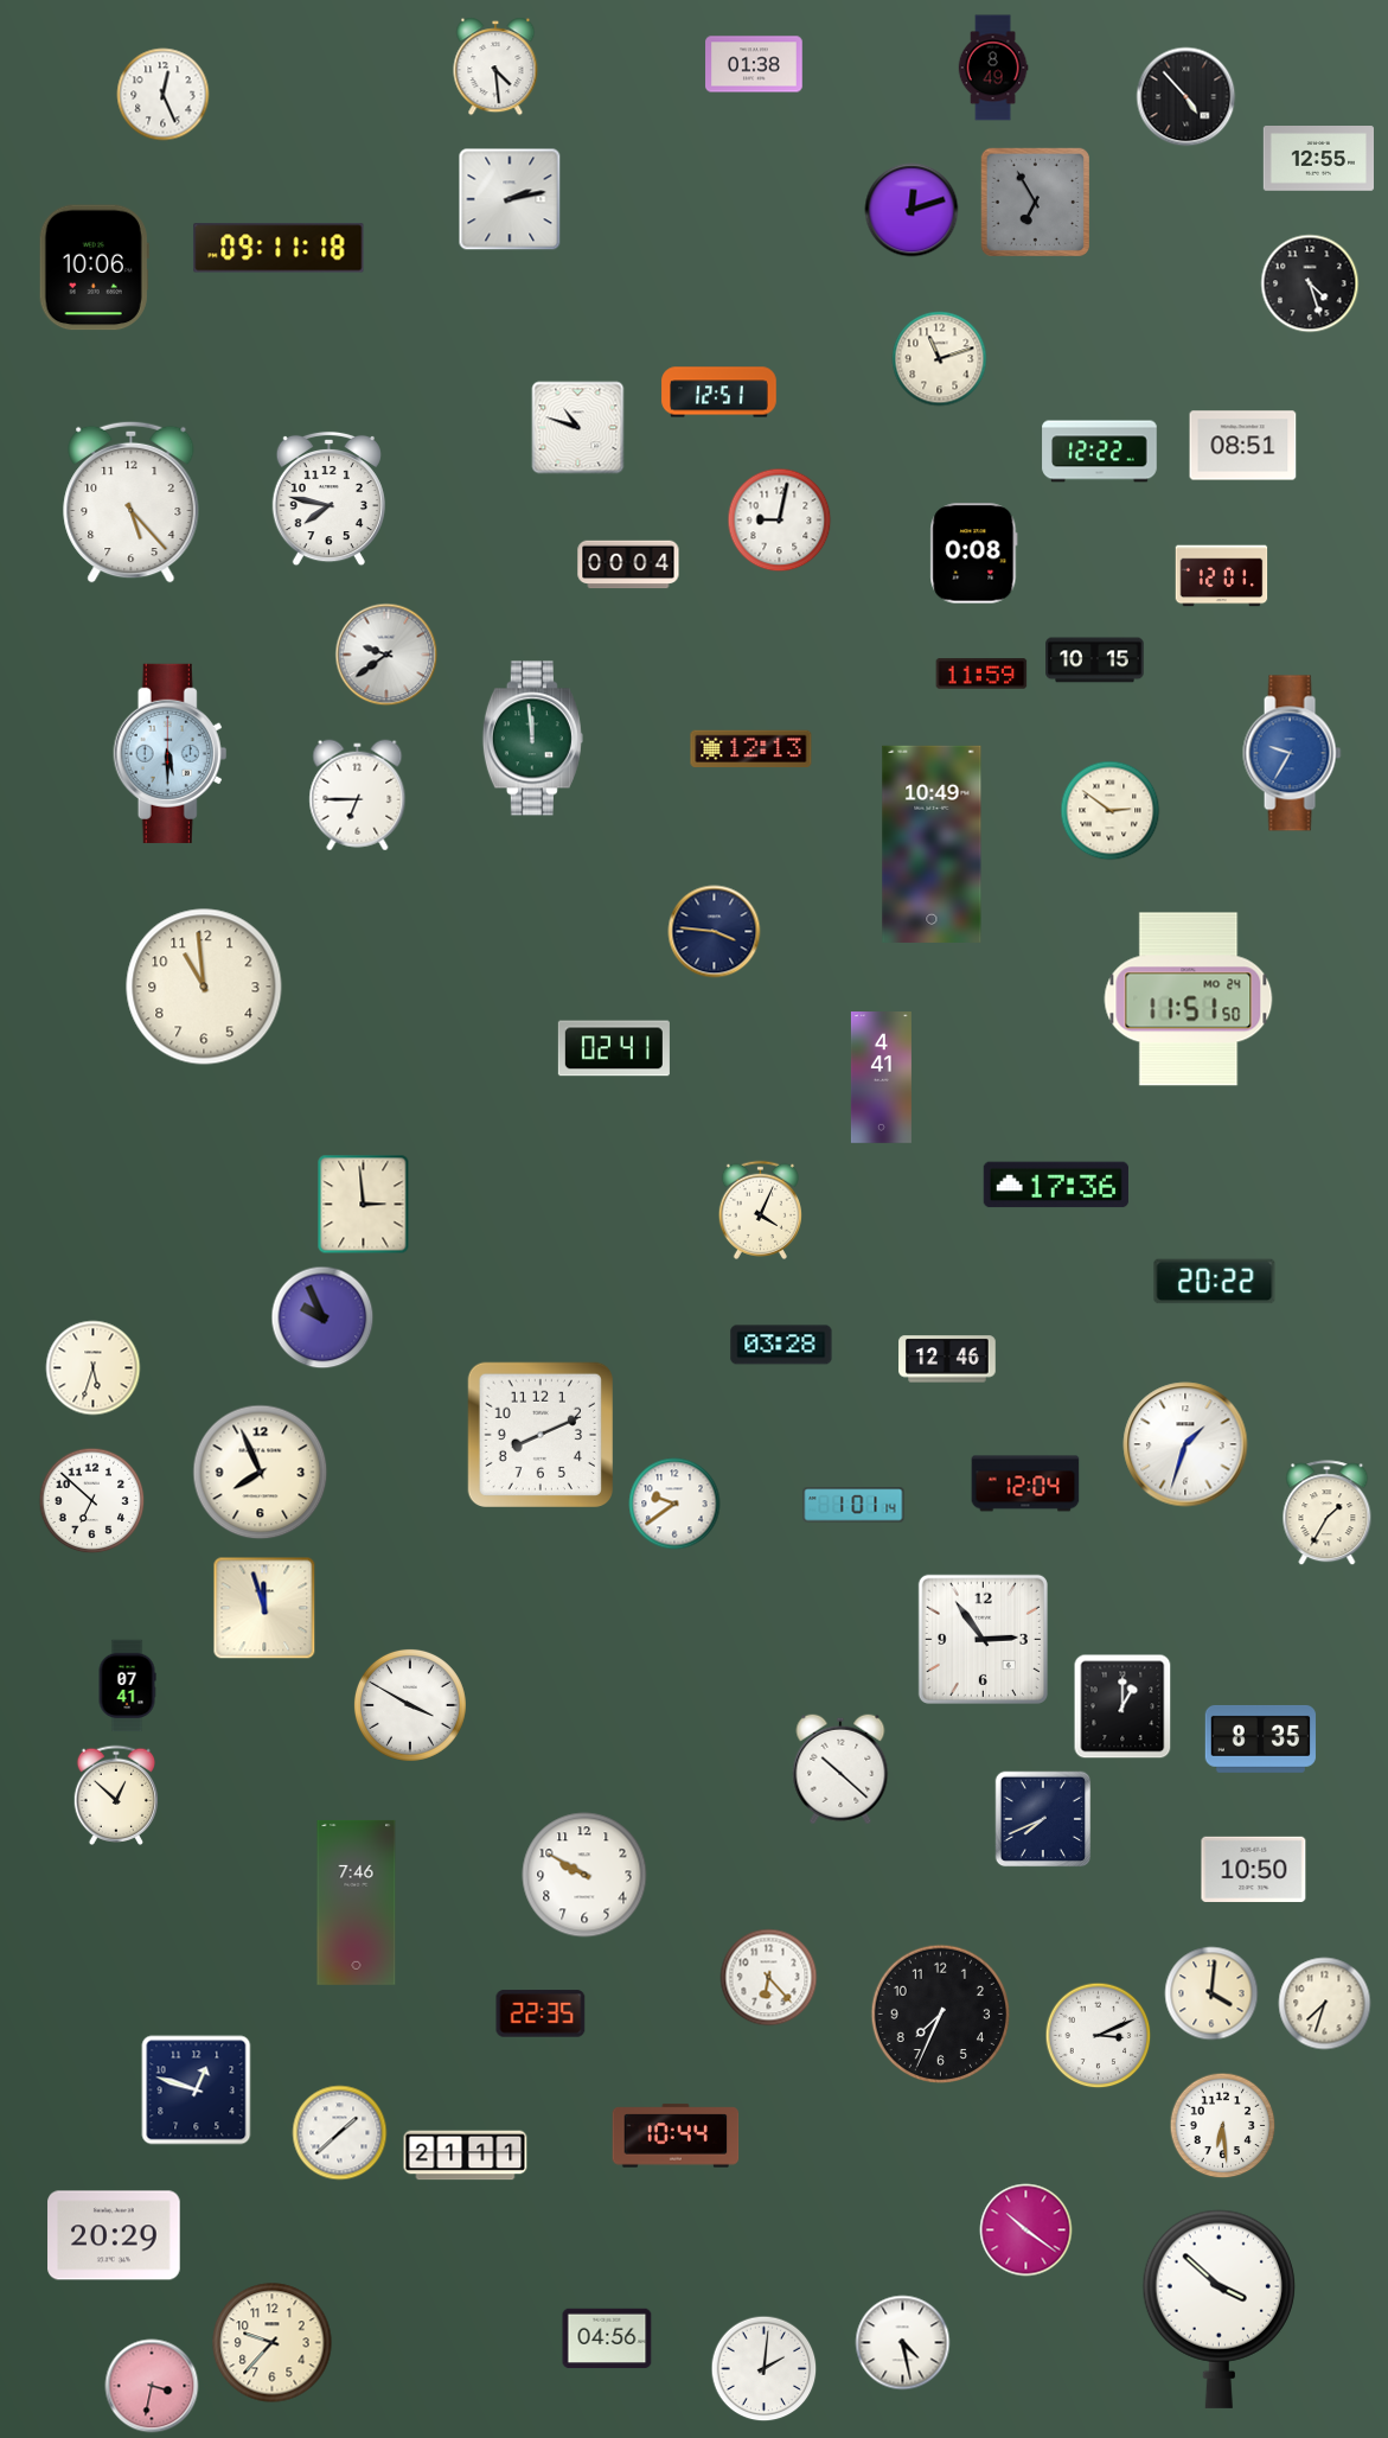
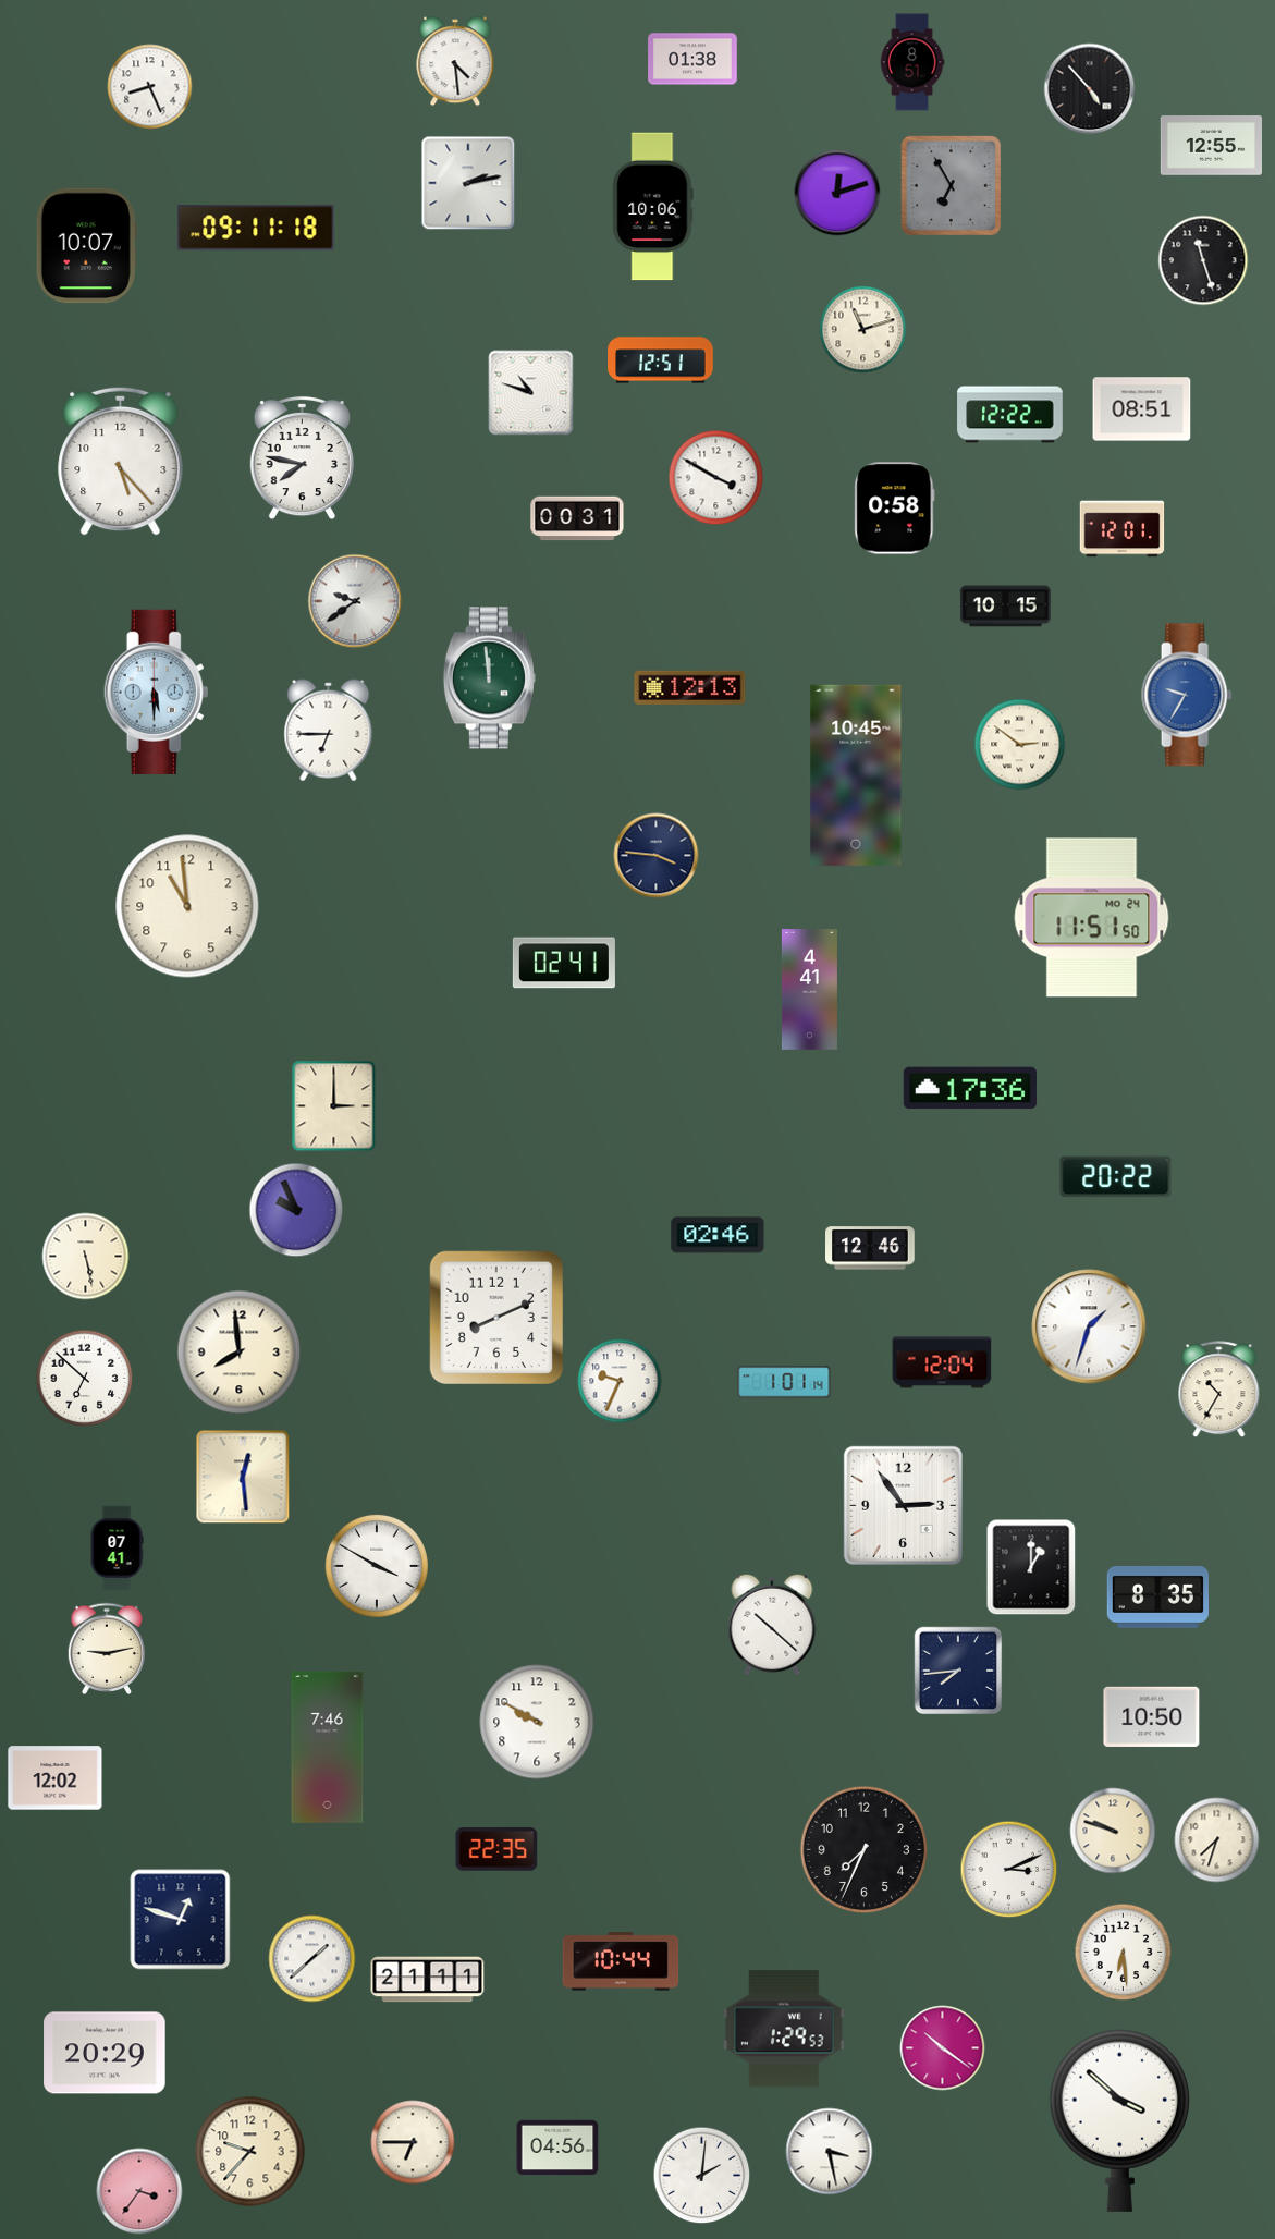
clock at (993, 68): 8:49 -> 8:51
clock at (164, 95): 12:26 -> 8:26
clock at (653, 207): none -> 10:06
clock at (94, 268): 10:06 -> 10:07
clock at (1310, 283): 4:27 -> 11:27
clock at (780, 521): 9:02 -> 3:50
clock at (974, 554): 0:08 -> 0:58
clock at (628, 564): 00:04 -> 00:31
clock at (981, 674): 11:59 -> none
clock at (1292, 753) position: (1292, 753) -> (1187, 695)
clock at (932, 844): 10:49 -> 10:45
clock at (364, 1205): 2:59 -> 3:00
clock at (760, 1210): 4:04 -> none
clock at (781, 1345): 03:28 -> 02:46
clock at (94, 1368): 5:33 -> 5:28
clock at (261, 1473): 7:56 -> 7:59
clock at (674, 1504): 9:39 -> 9:34
clock at (1328, 1513): 1:35 -> 10:35
clock at (264, 1608): 11:57 -> 12:29
clock at (116, 1795): 12:52 -> 9:13
clock at (1043, 1819): 7:41 -> 7:44
clock at (56, 1778): none -> 12:02
clock at (769, 1978): 6:23 -> none
clock at (1211, 1993): 4:01 -> 9:48
clock at (784, 2029): none -> 1:29
clock at (413, 2142): none -> 6:45
clock at (903, 2343): 4:28 -> 3:28
clock at (152, 2386): 3:32 -> 3:36
